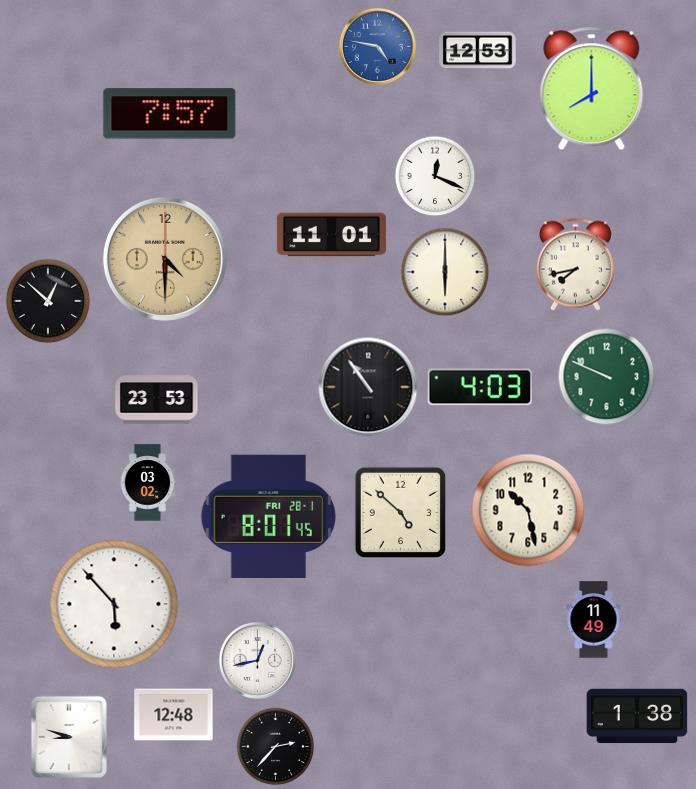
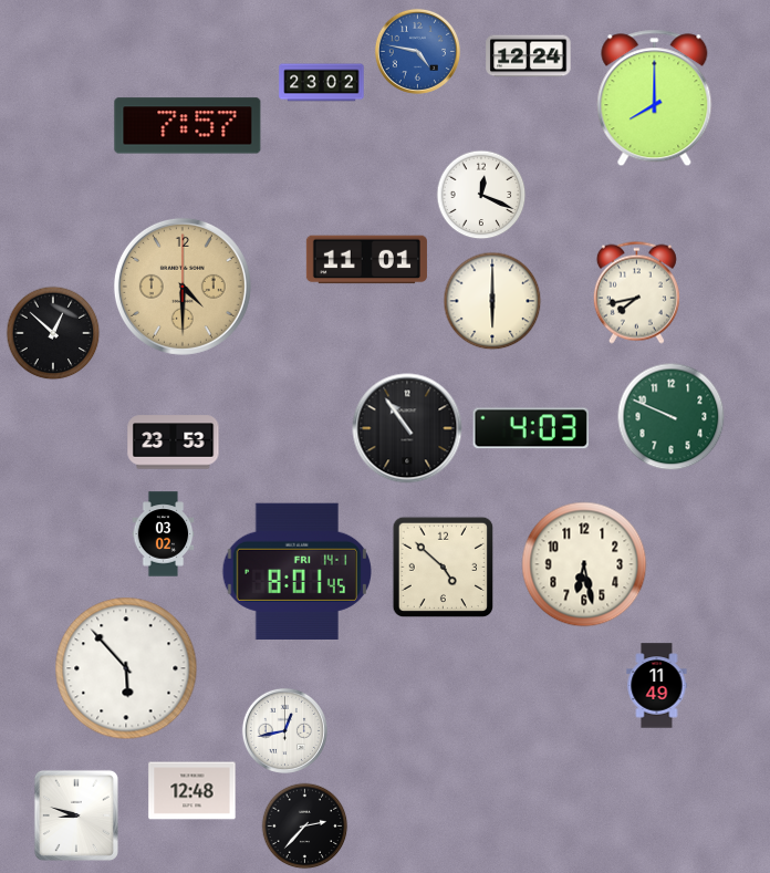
clock at (478, 51): 12:53 -> 12:24
clock at (322, 83): none -> 23:02
clock at (528, 510): 10:28 -> 6:28
clock at (268, 516) date: FRI 28-1 -> FRI 14-1
clock at (637, 716): 1:38 -> none
